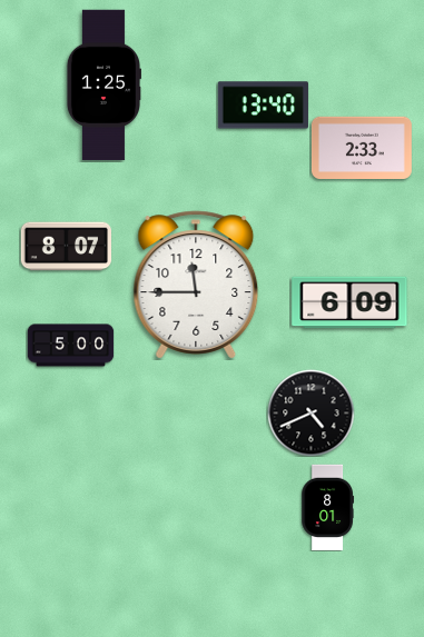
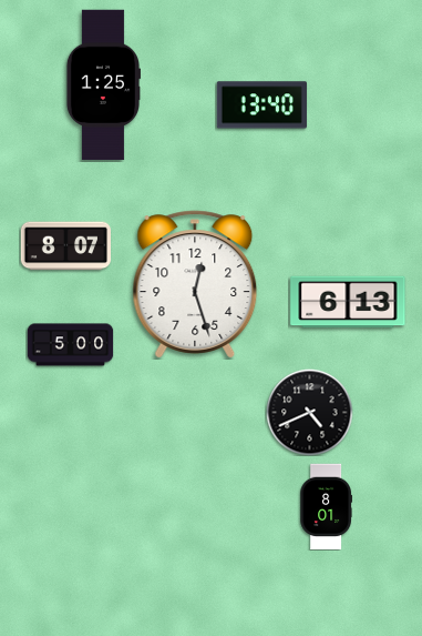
clock at (362, 147): 2:33 -> none
clock at (196, 285): 11:45 -> 12:27
clock at (349, 302): 6:09 -> 6:13
